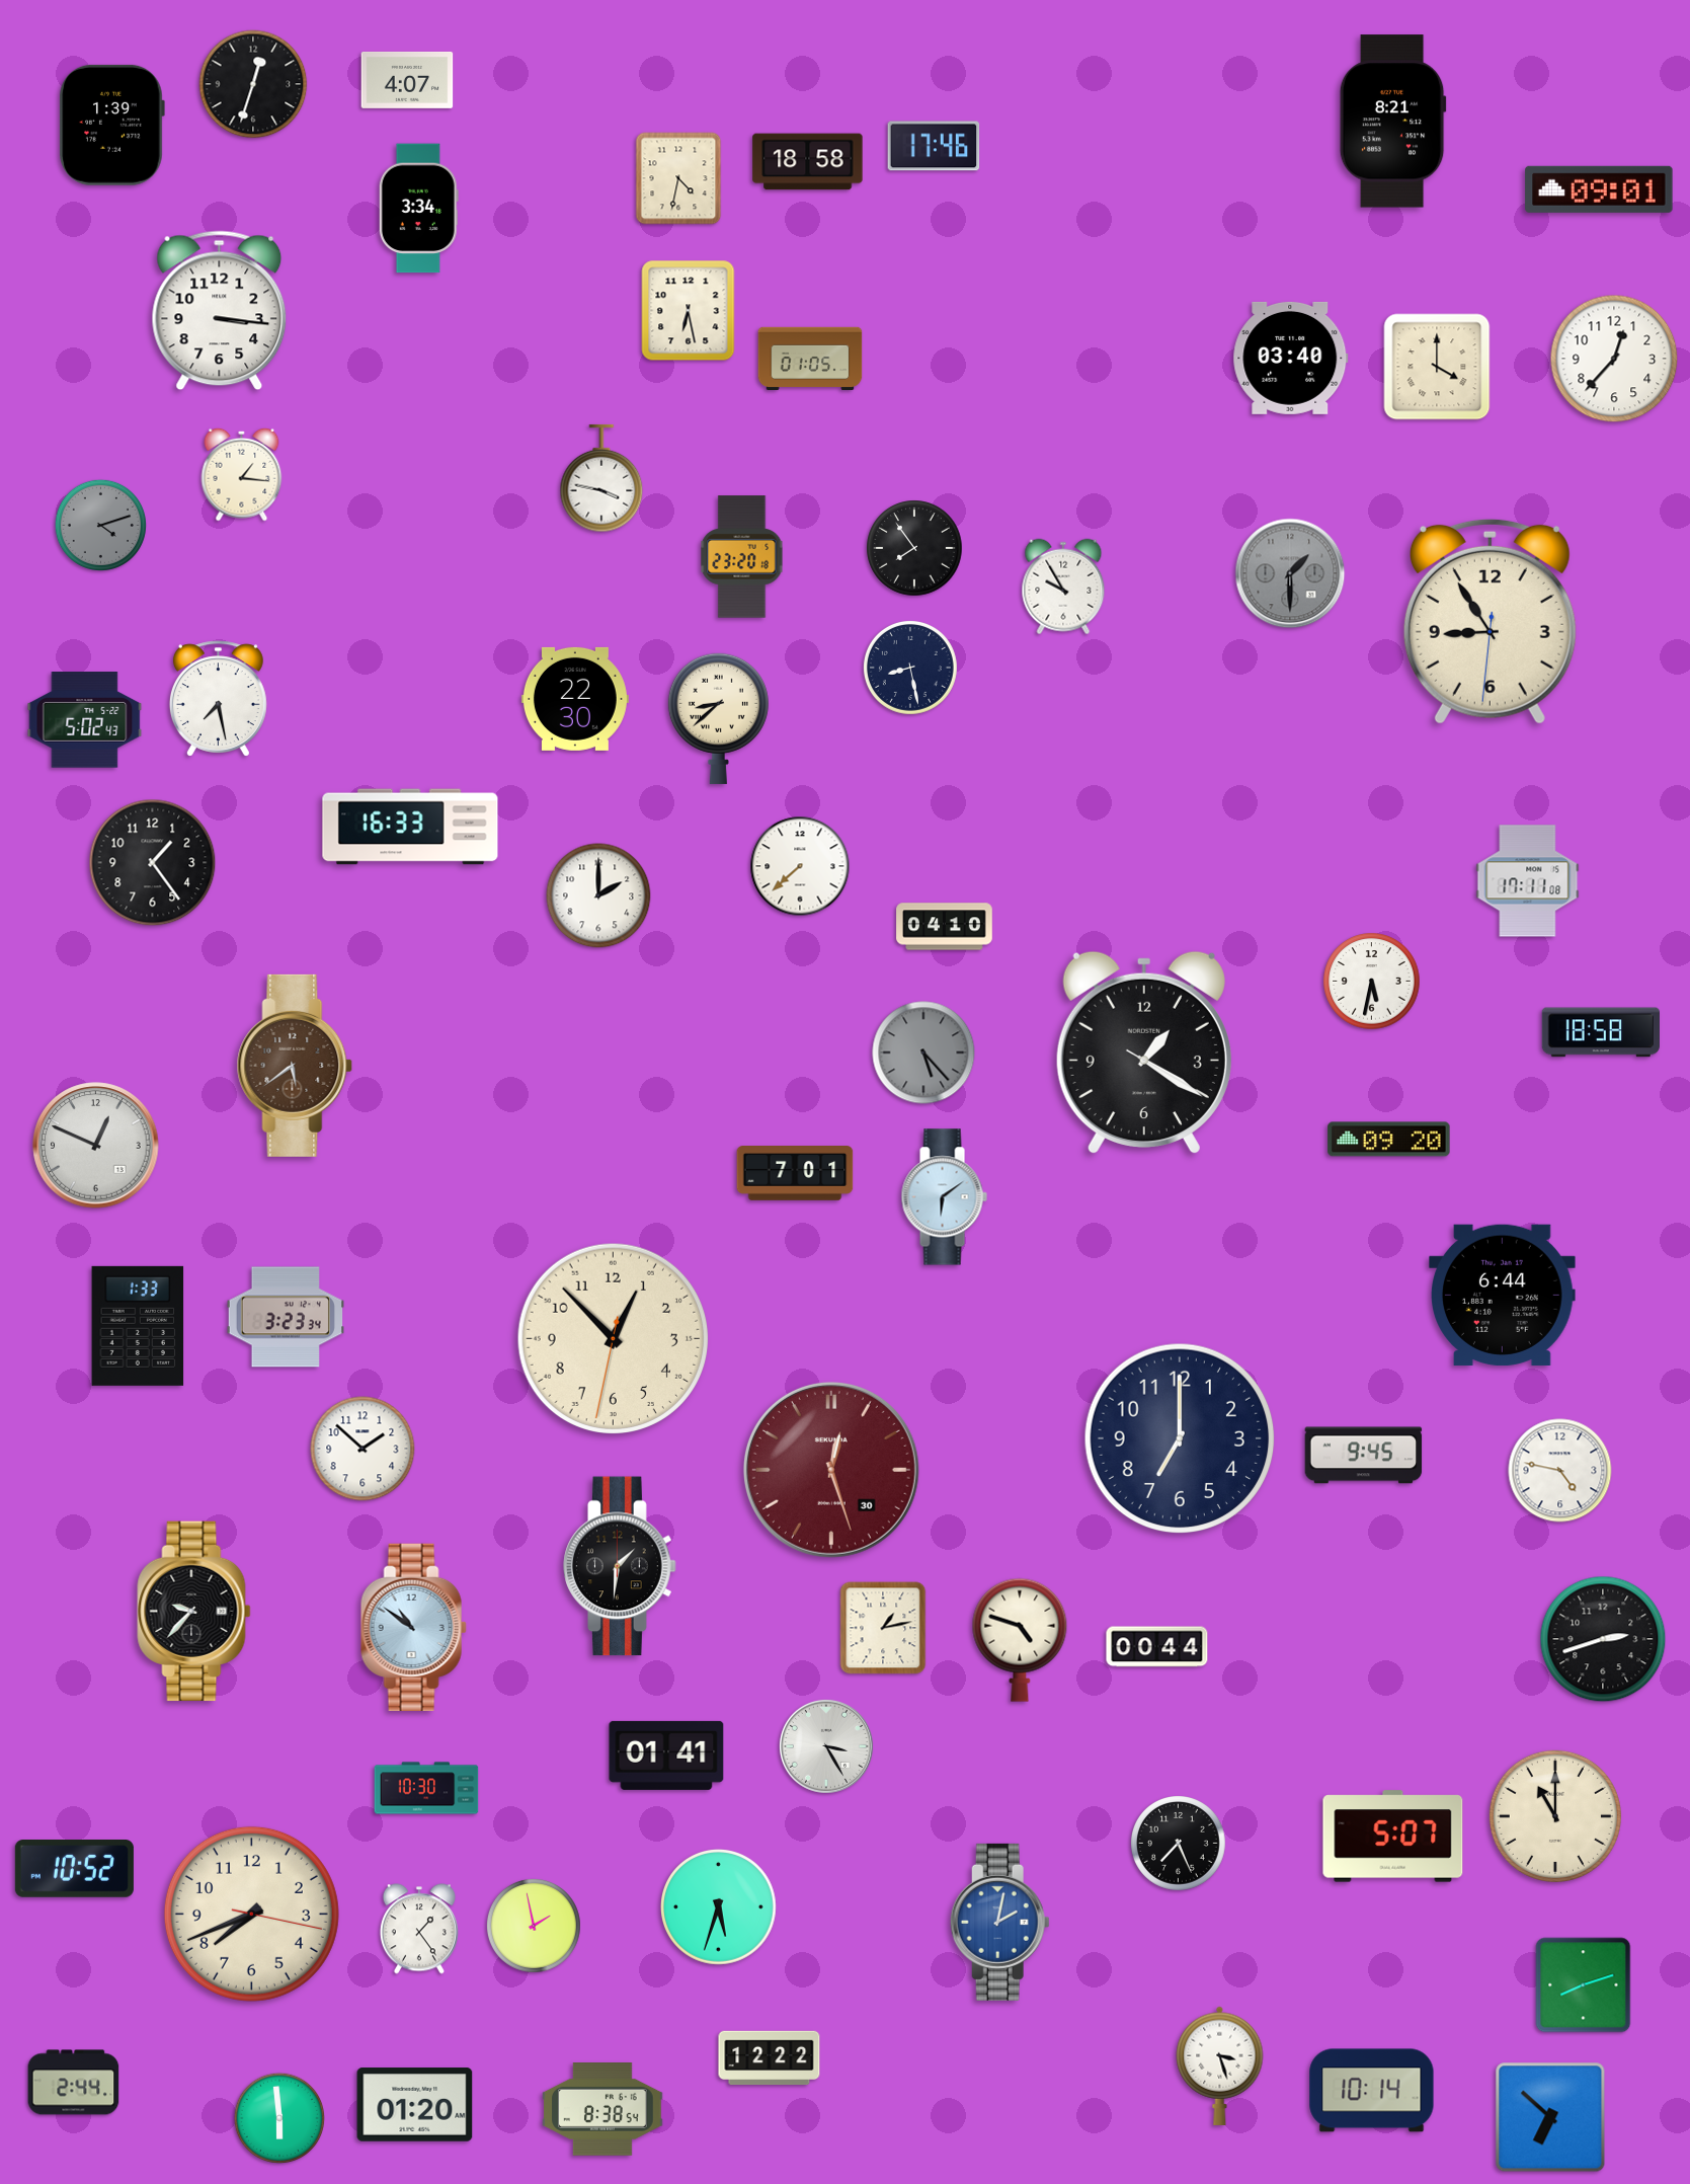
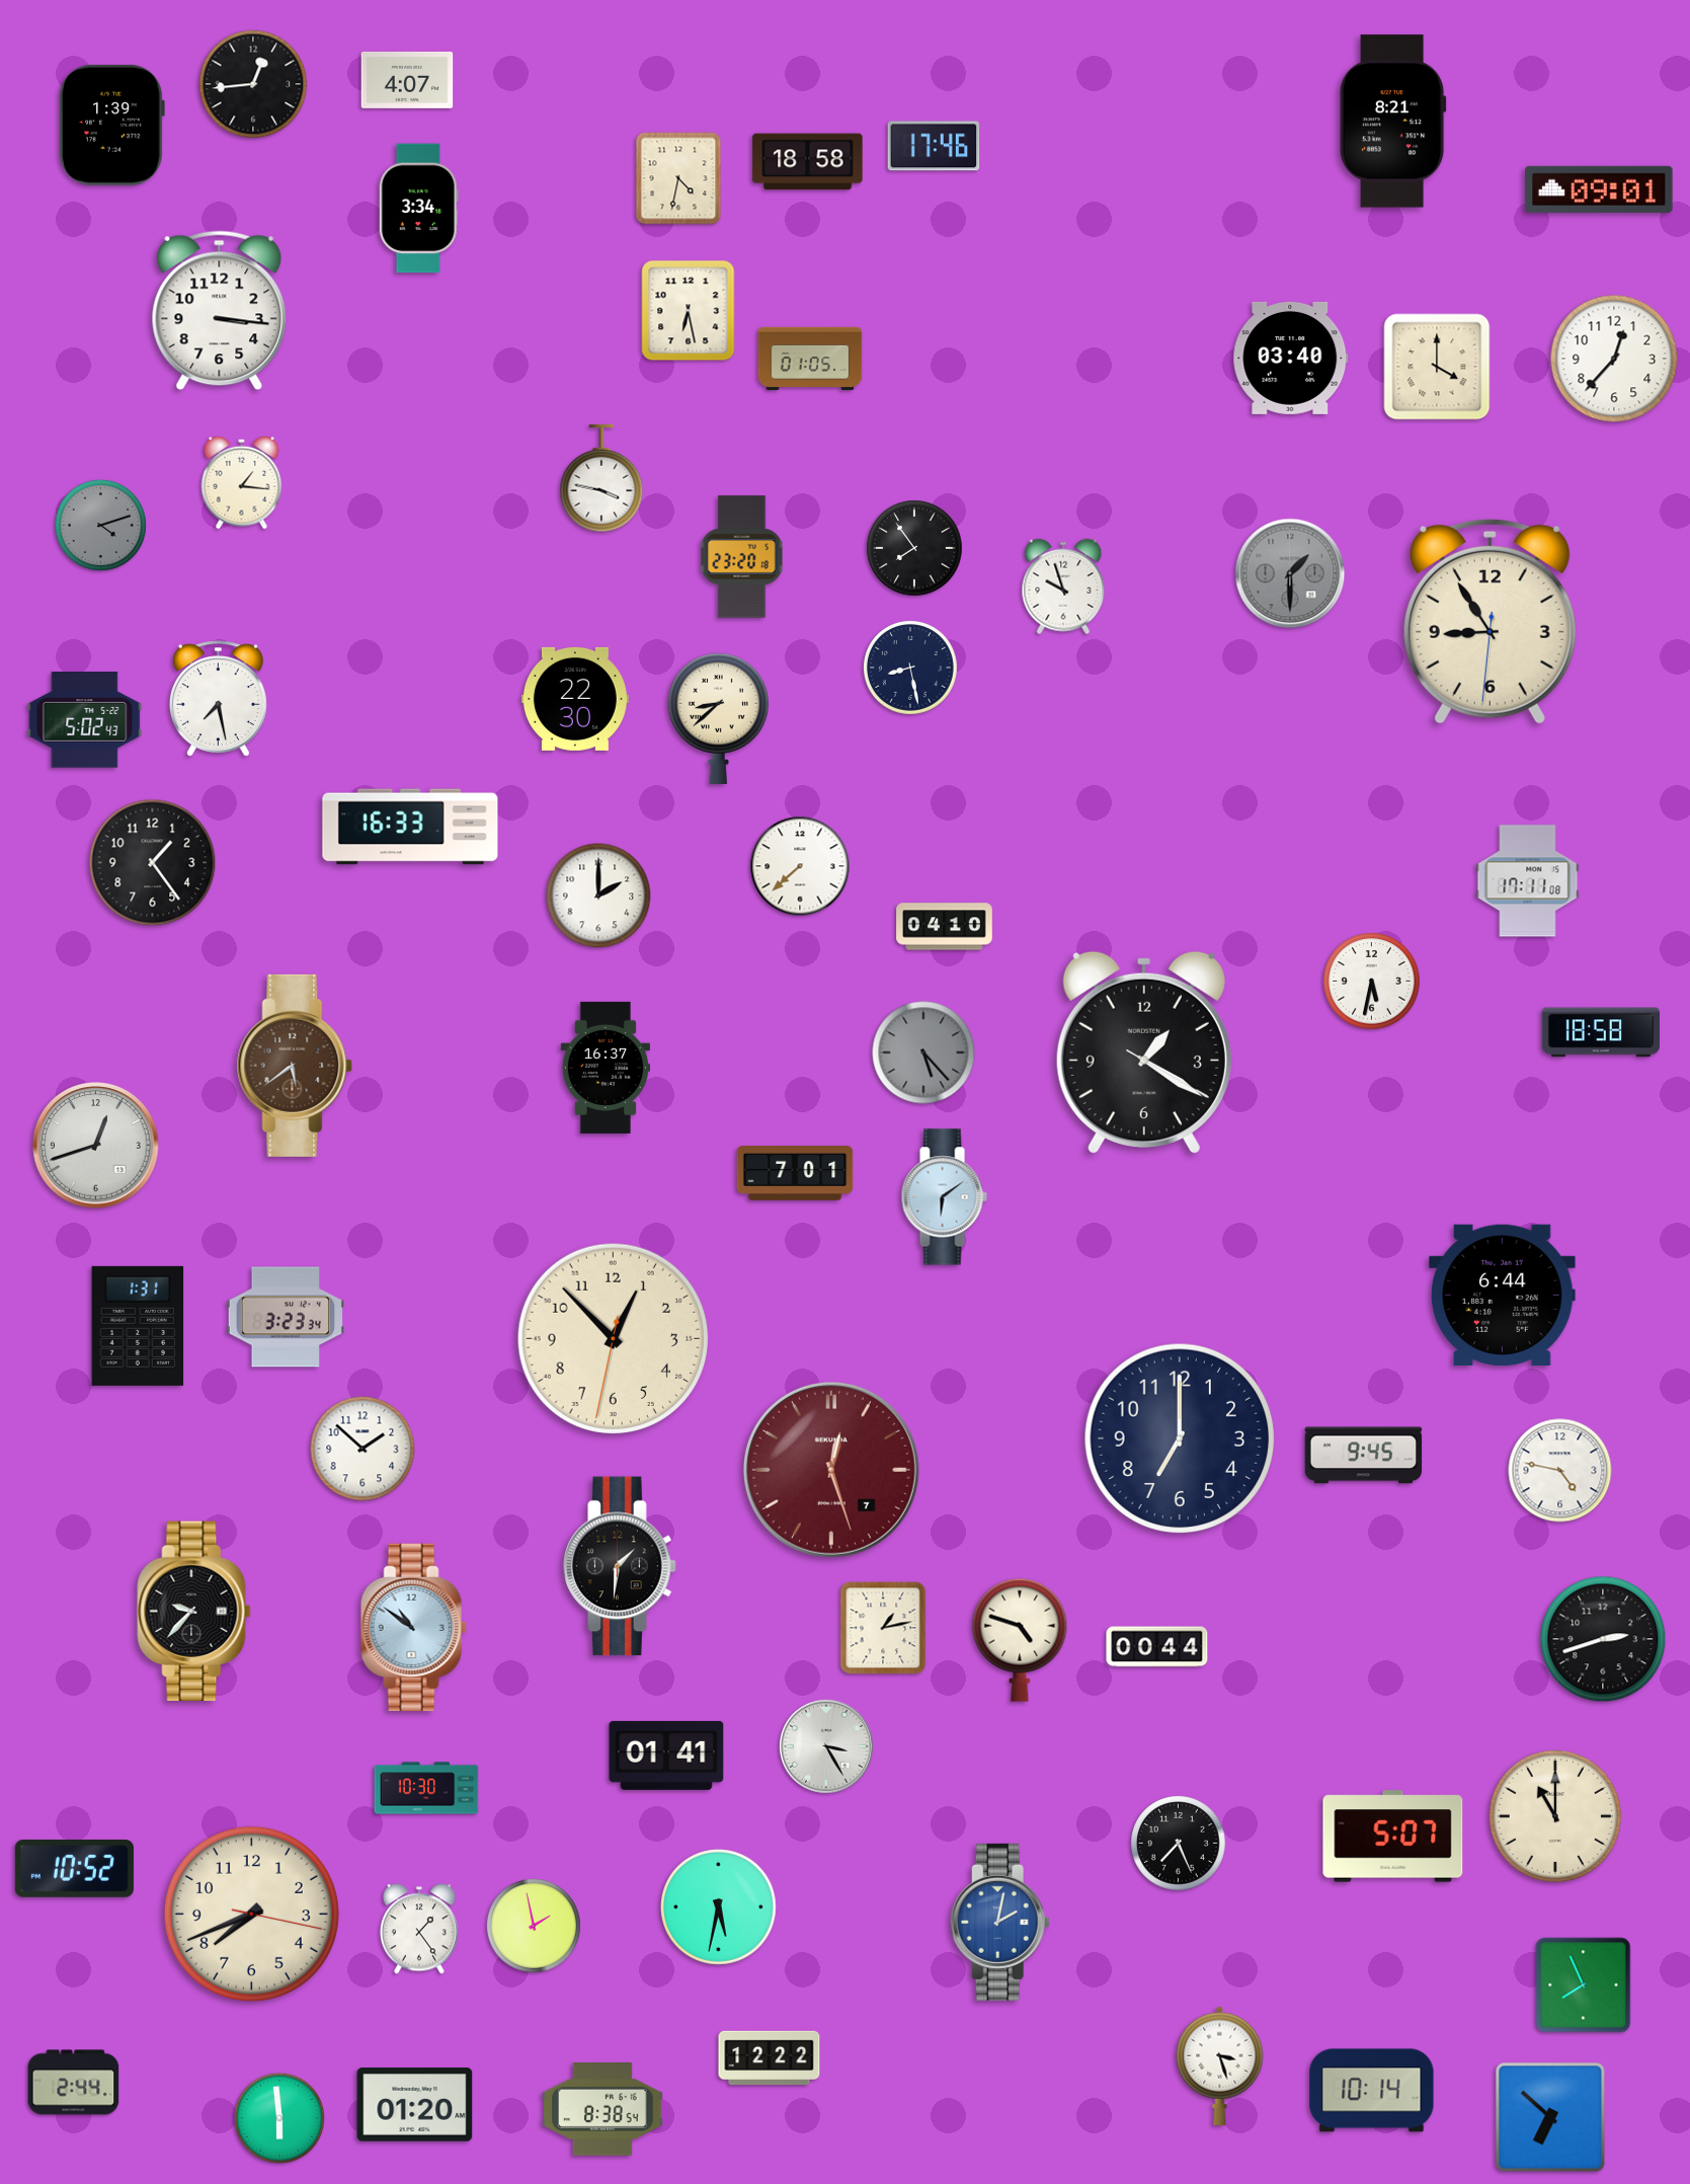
clock at (253, 84): 12:33 -> 12:44
clock at (242, 474) position: (242, 474) -> (242, 482)
clock at (1063, 587): 9:55 -> 9:57
clock at (606, 1068): none -> 16:37
clock at (1389, 1140): 09:20 -> none
clock at (96, 1146): 12:49 -> 12:42
clock at (138, 1326): 1:33 -> 1:31
clock at (831, 1470) date: 30 -> 7
clock at (719, 1907): 5:33 -> 5:32
clock at (1584, 1985): 8:12 -> 7:56
